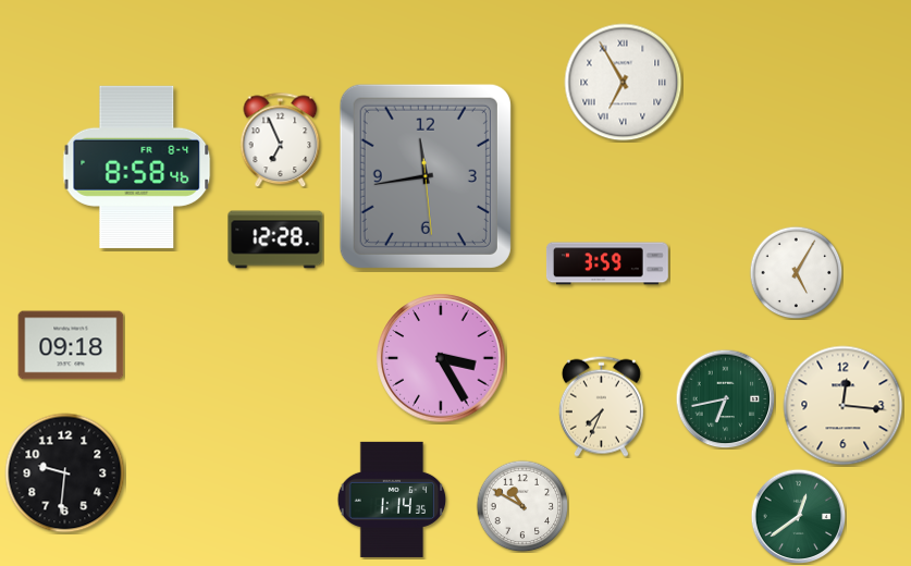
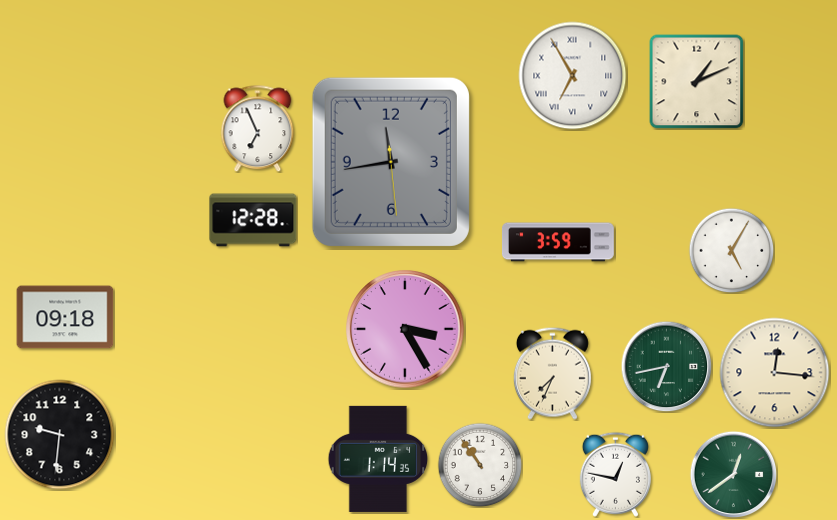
clock at (696, 81): none -> 1:11
clock at (137, 167): 8:58 -> none
clock at (392, 500) position: (392, 500) -> (378, 459)
clock at (522, 506): 10:50 -> 10:54
clock at (615, 474): none -> 12:47
